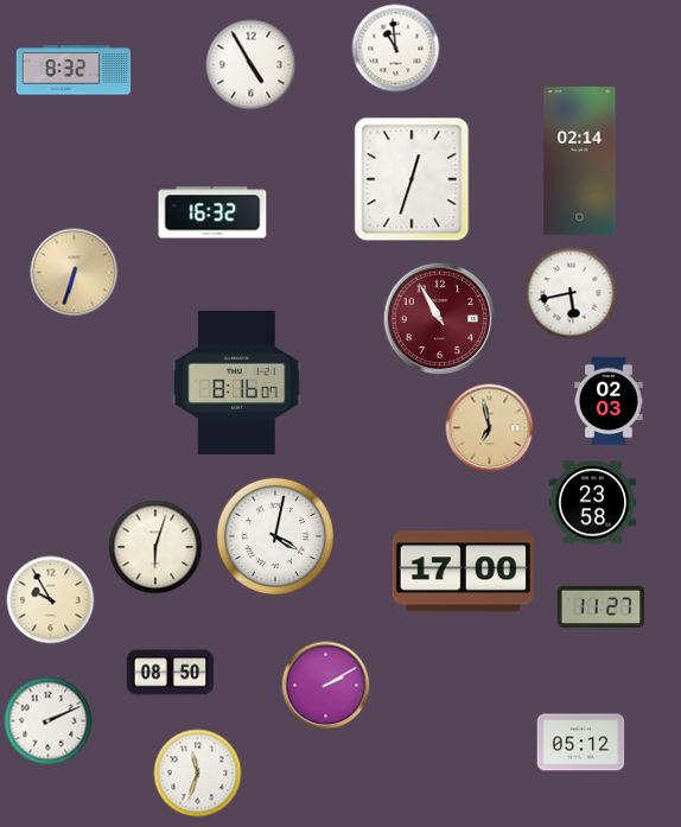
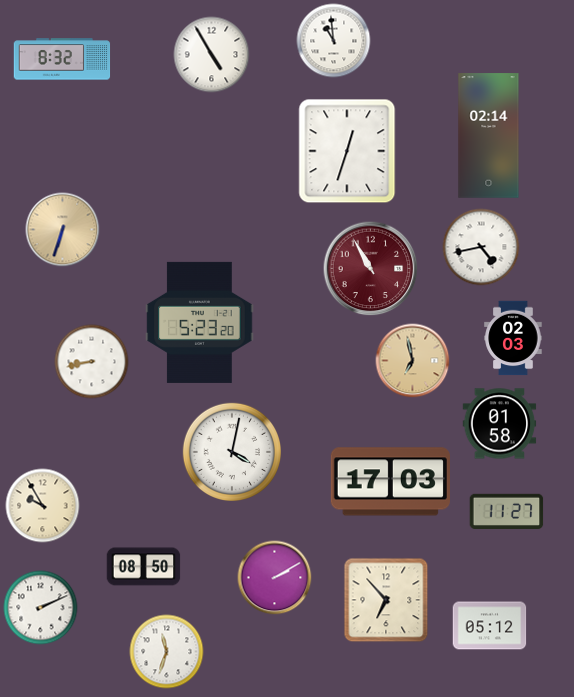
clock at (212, 212): 16:32 -> none
clock at (571, 293): 5:43 -> 4:43
clock at (237, 382): 8:16 -> 5:23
clock at (92, 362): none -> 8:43
clock at (593, 503): 23:58 -> 01:58
clock at (155, 547): 6:03 -> none
clock at (463, 572): 17:00 -> 17:03
clock at (386, 600): none -> 6:53
